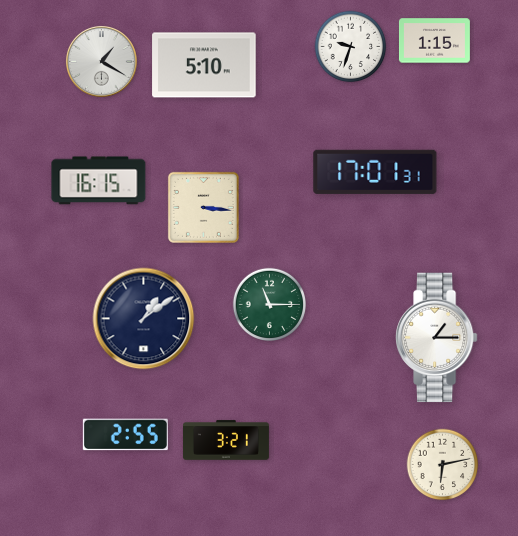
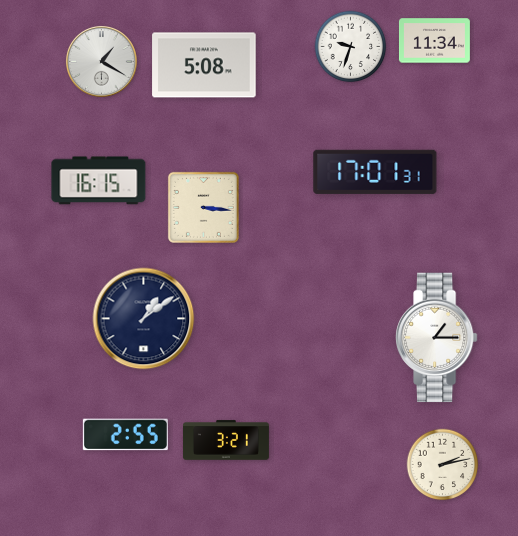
clock at (434, 41): 1:15 -> 11:34
clock at (204, 65): 5:10 -> 5:08
clock at (269, 304): 11:15 -> none
clock at (443, 465): 6:13 -> 2:13
